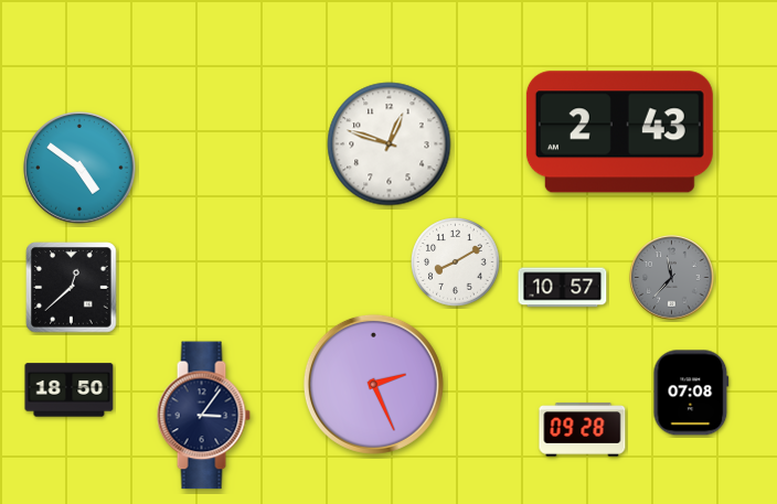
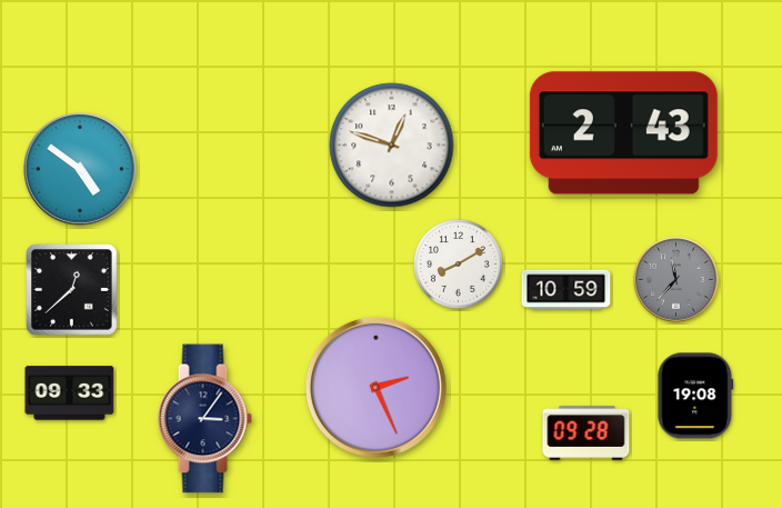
clock at (563, 288): 10:57 -> 10:59
clock at (70, 390): 18:50 -> 09:33
clock at (691, 393): 07:08 -> 19:08
